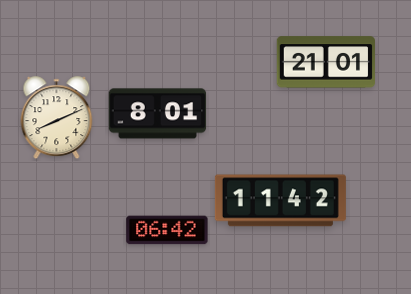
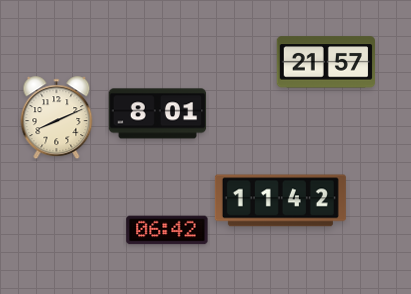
clock at (325, 62): 21:01 -> 21:57
